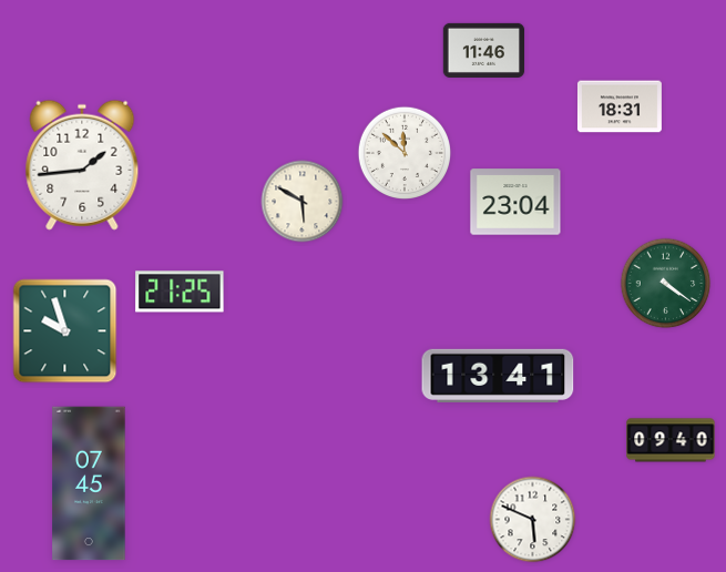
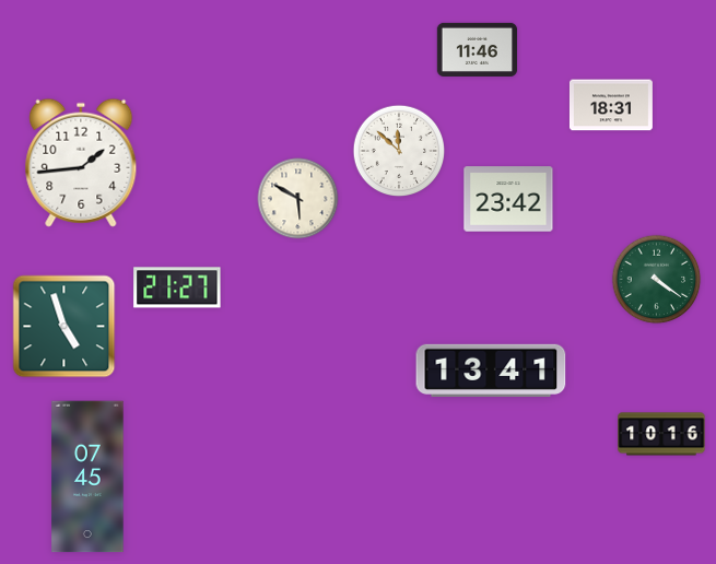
clock at (515, 202): 23:04 -> 23:42
clock at (180, 292): 21:25 -> 21:27
clock at (65, 331): 9:57 -> 4:57
clock at (671, 440): 09:40 -> 10:16
clock at (533, 520): 5:49 -> none
